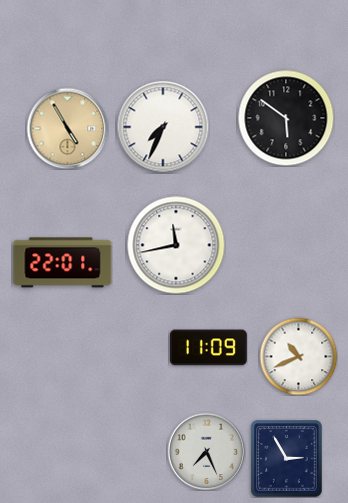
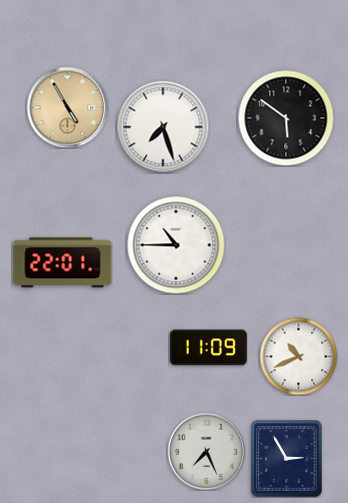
clock at (163, 127): 7:34 -> 7:27
clock at (67, 128) position: (67, 128) -> (67, 107)
clock at (176, 245): 11:43 -> 10:45
